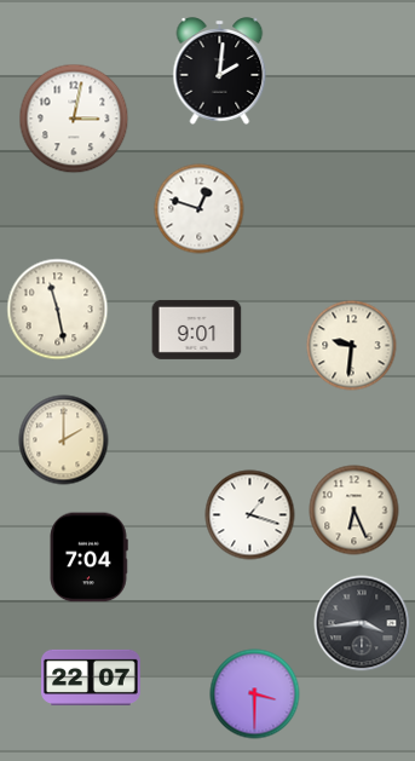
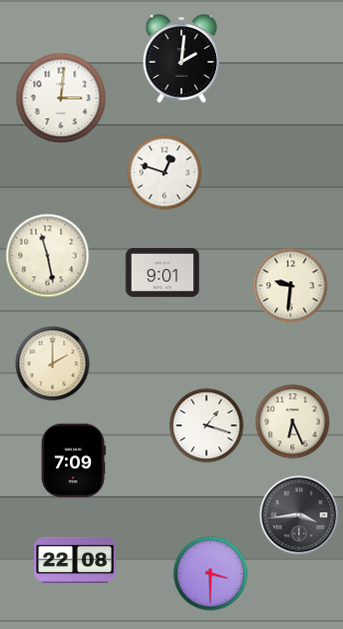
clock at (74, 119): 3:02 -> 3:01
clock at (88, 558): 7:04 -> 7:09
clock at (92, 678): 22:07 -> 22:08
